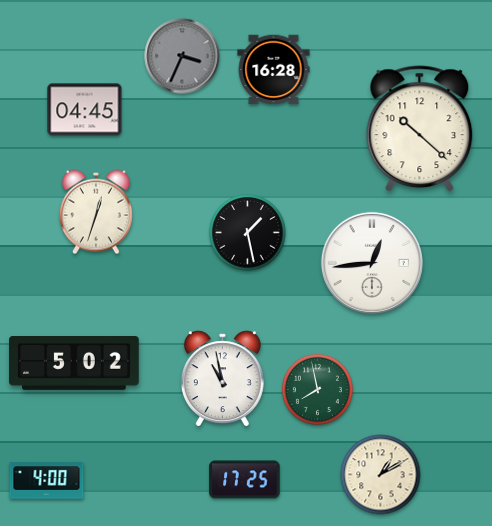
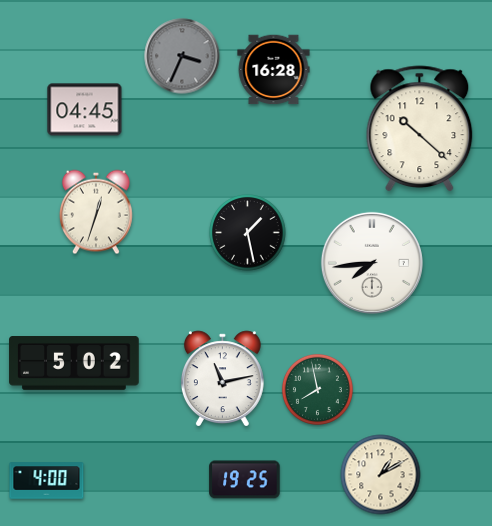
clock at (372, 263): 12:44 -> 7:44
clock at (222, 378): 10:58 -> 11:13
clock at (245, 480): 17:25 -> 19:25
